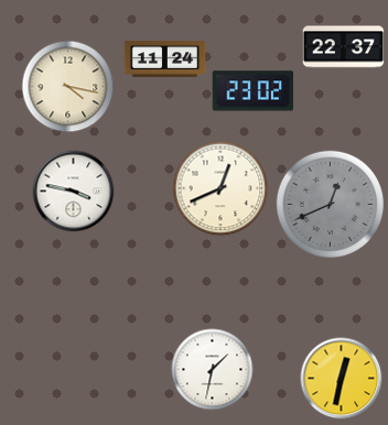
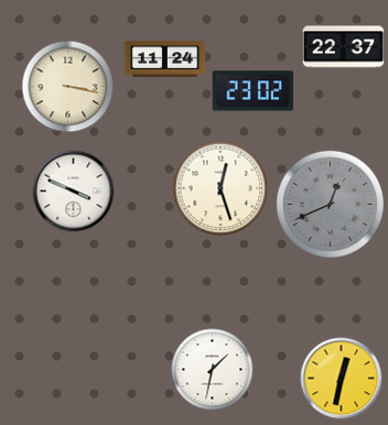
clock at (68, 87): 4:17 -> 3:17
clock at (220, 188): 12:41 -> 12:27
clock at (74, 192): 3:47 -> 3:49
